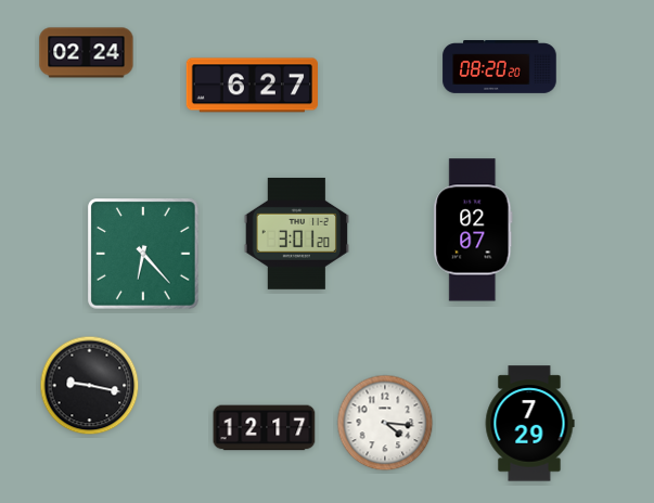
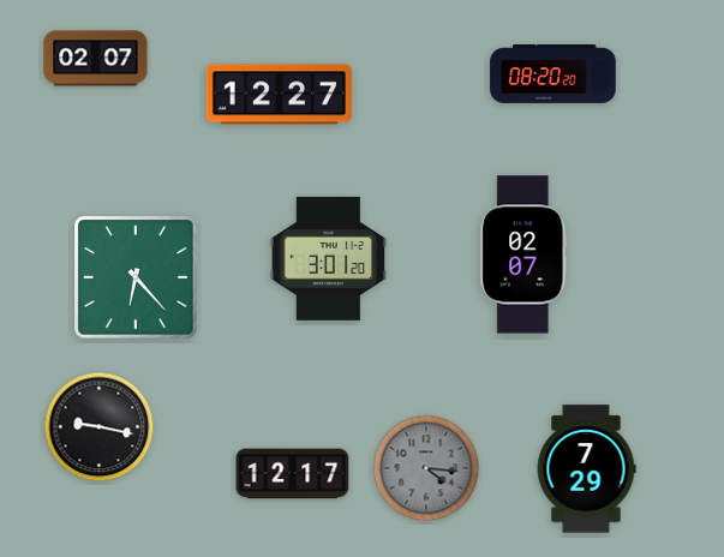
clock at (87, 53): 02:24 -> 02:07
clock at (252, 86): 6:27 -> 12:27
clock at (143, 254) position: (143, 254) -> (136, 277)
clock at (385, 423) dial: white -> grey
